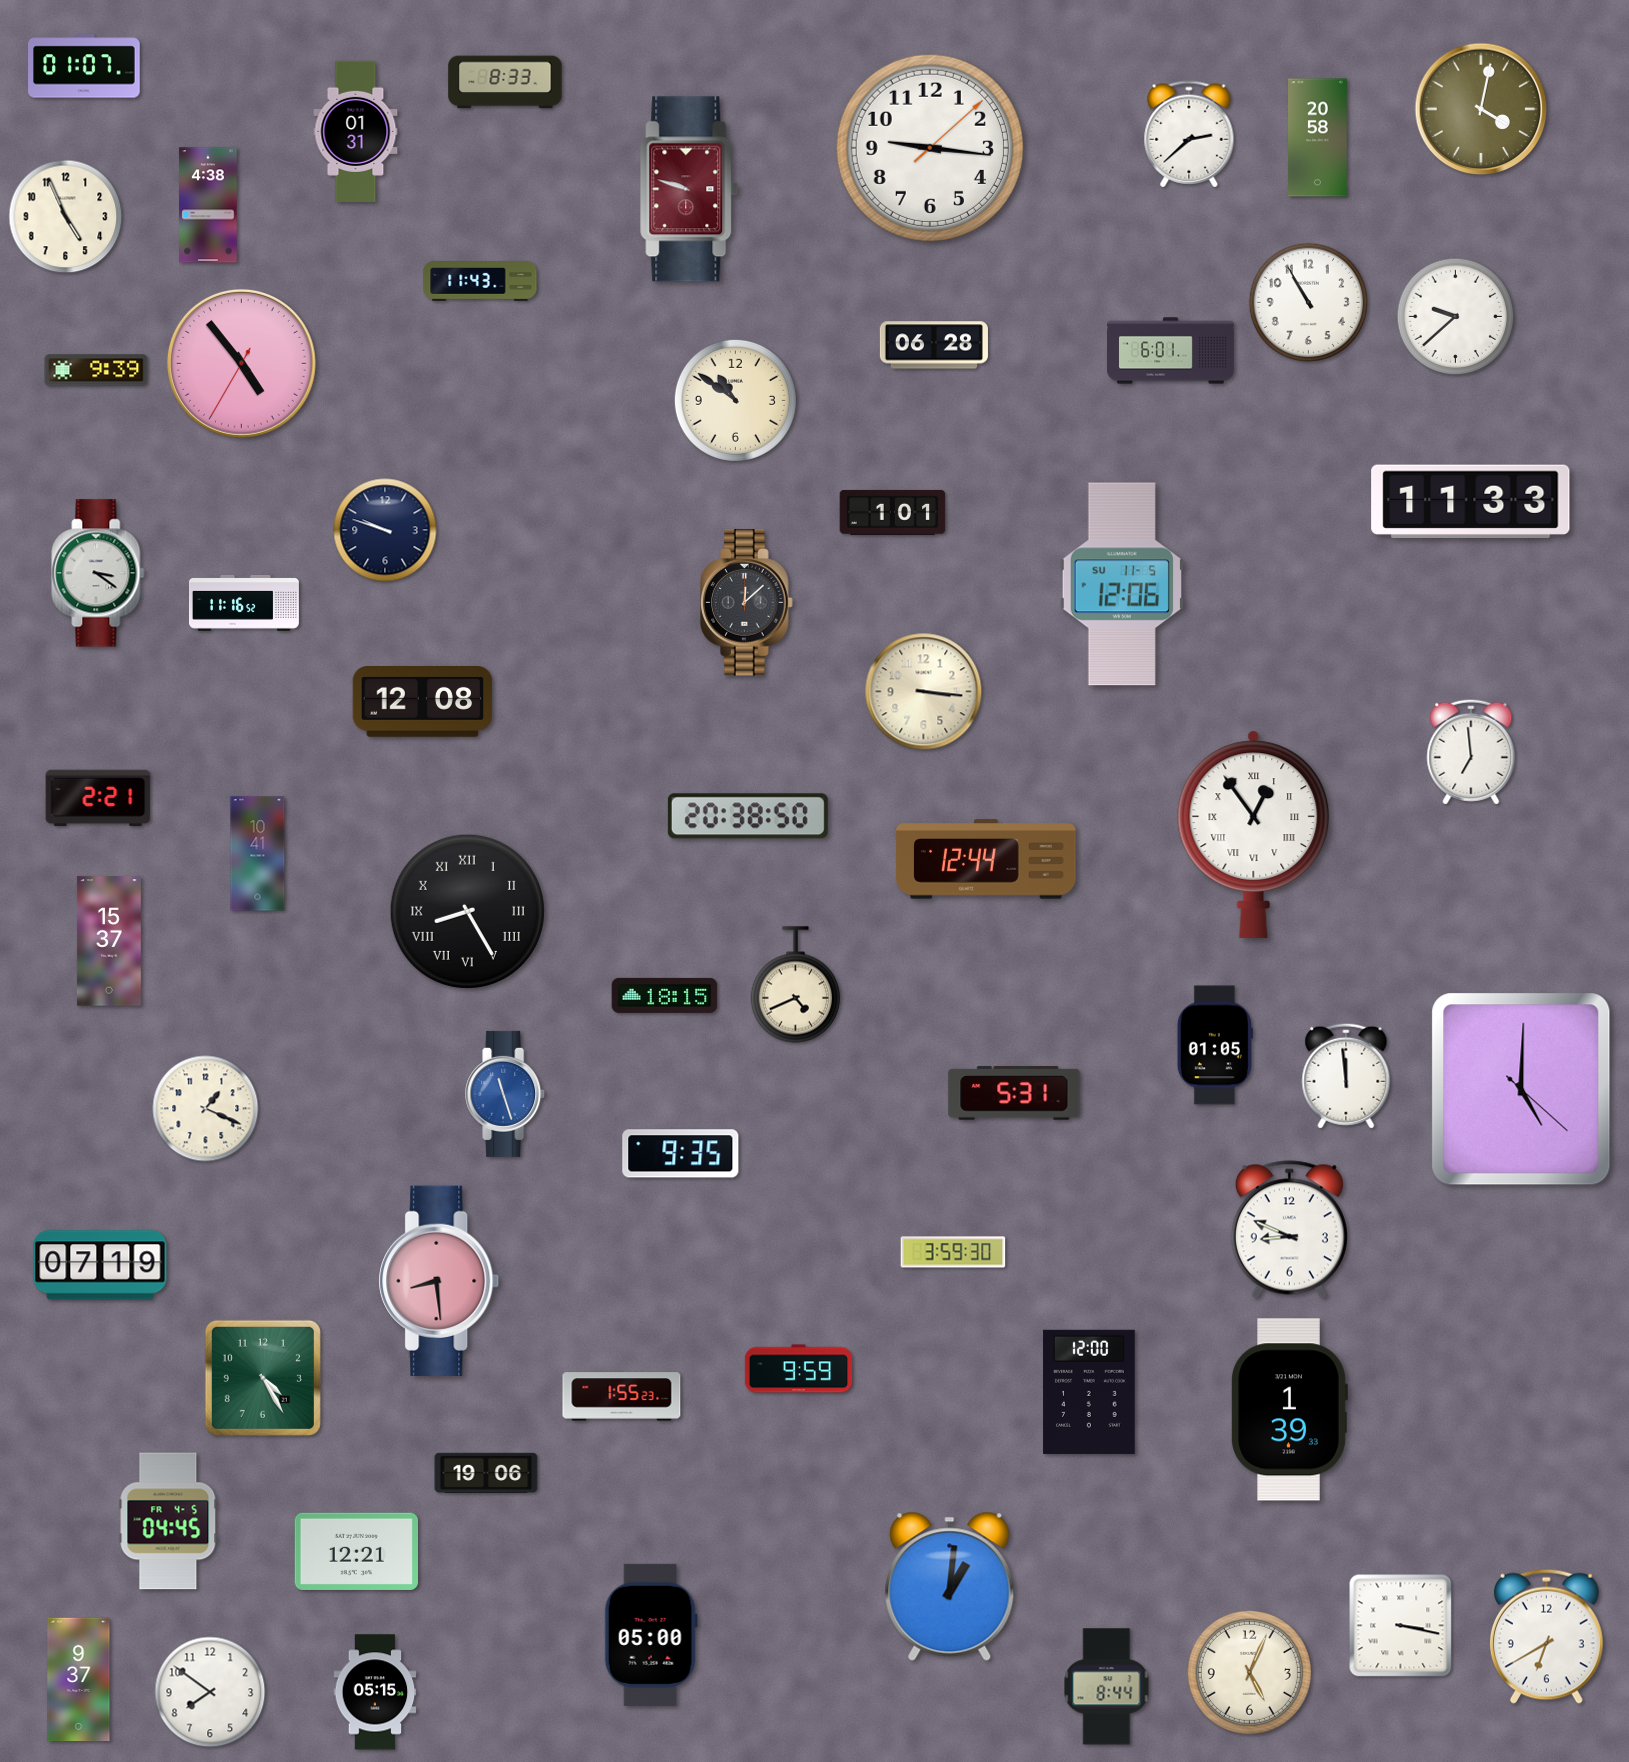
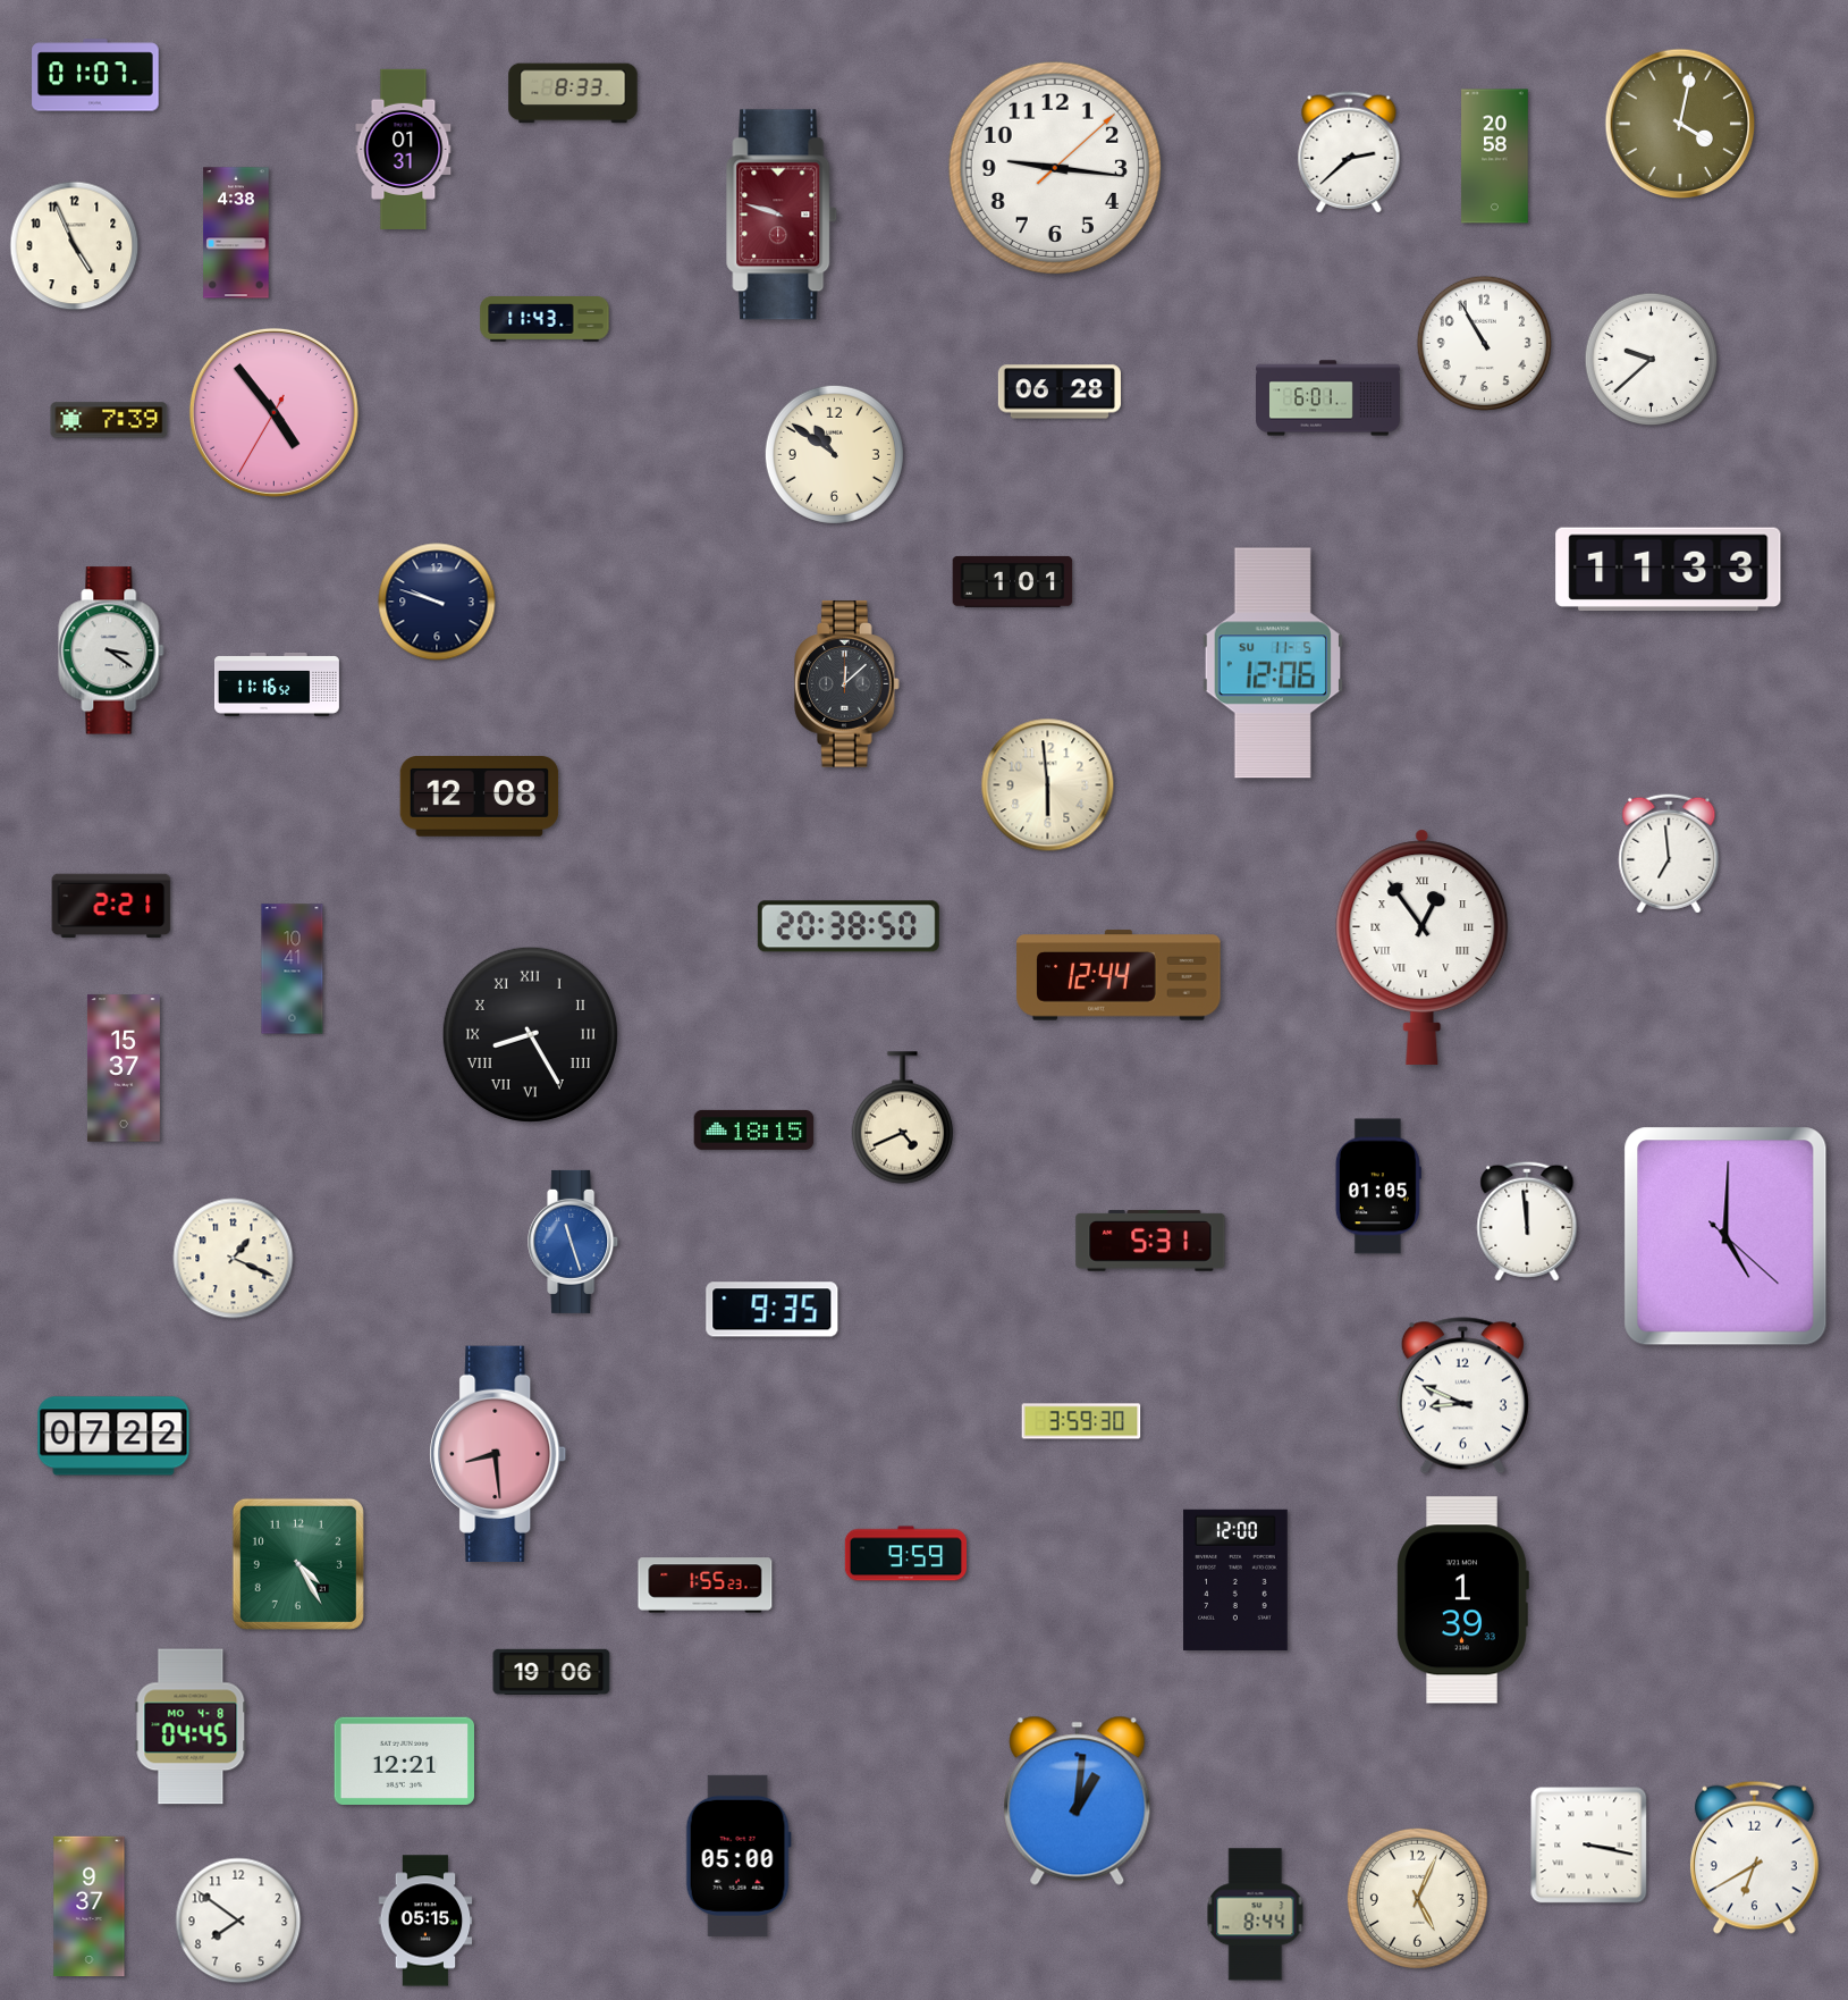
clock at (96, 370): 9:39 -> 7:39
clock at (924, 692): 3:16 -> 5:59
clock at (100, 1265): 07:19 -> 07:22
clock at (168, 1521) date: FR 4-5 -> MO 4-8
